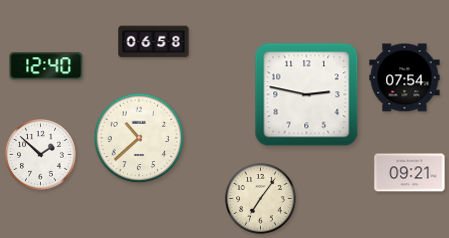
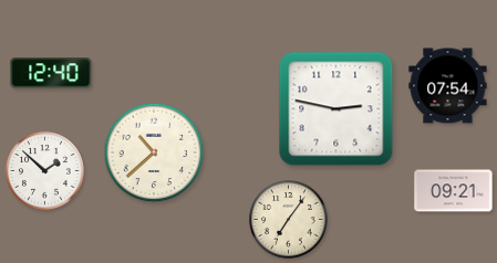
clock at (154, 42): 06:58 -> none
clock at (307, 95) position: (307, 95) -> (336, 109)
